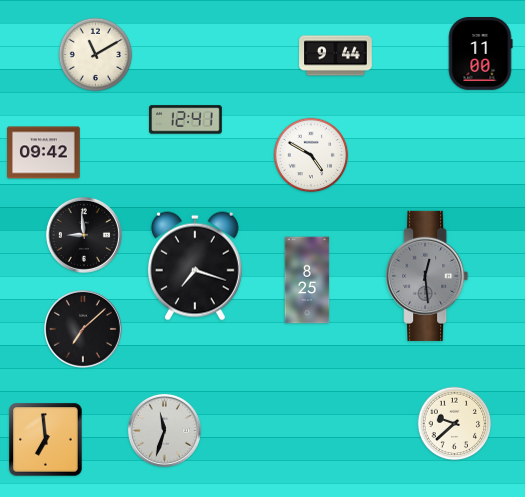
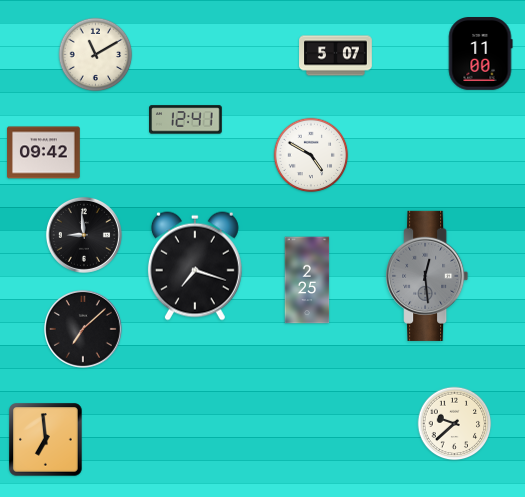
clock at (336, 56): 9:44 -> 5:07
clock at (307, 280): 8:25 -> 2:25
clock at (164, 430): 11:33 -> none
